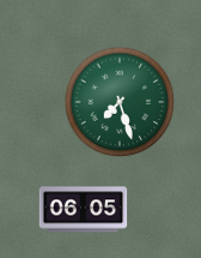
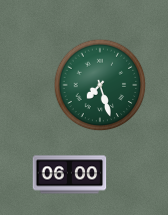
clock at (84, 210): 06:05 -> 06:00
